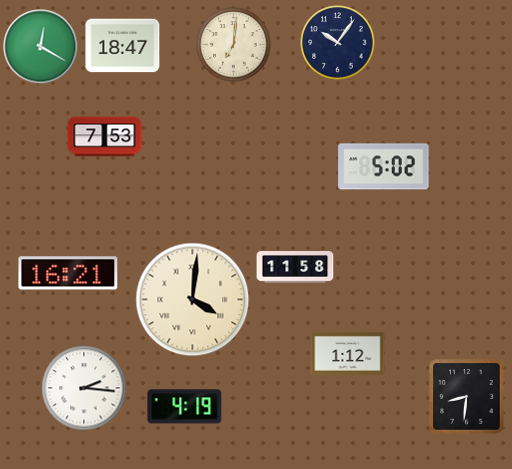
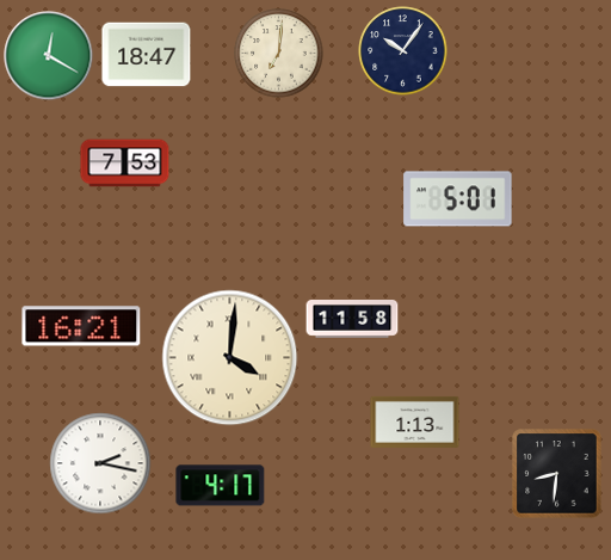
clock at (384, 167): 5:02 -> 5:01
clock at (348, 353): 1:12 -> 1:13
clock at (84, 388): 2:16 -> 2:17
clock at (185, 407): 4:19 -> 4:17
